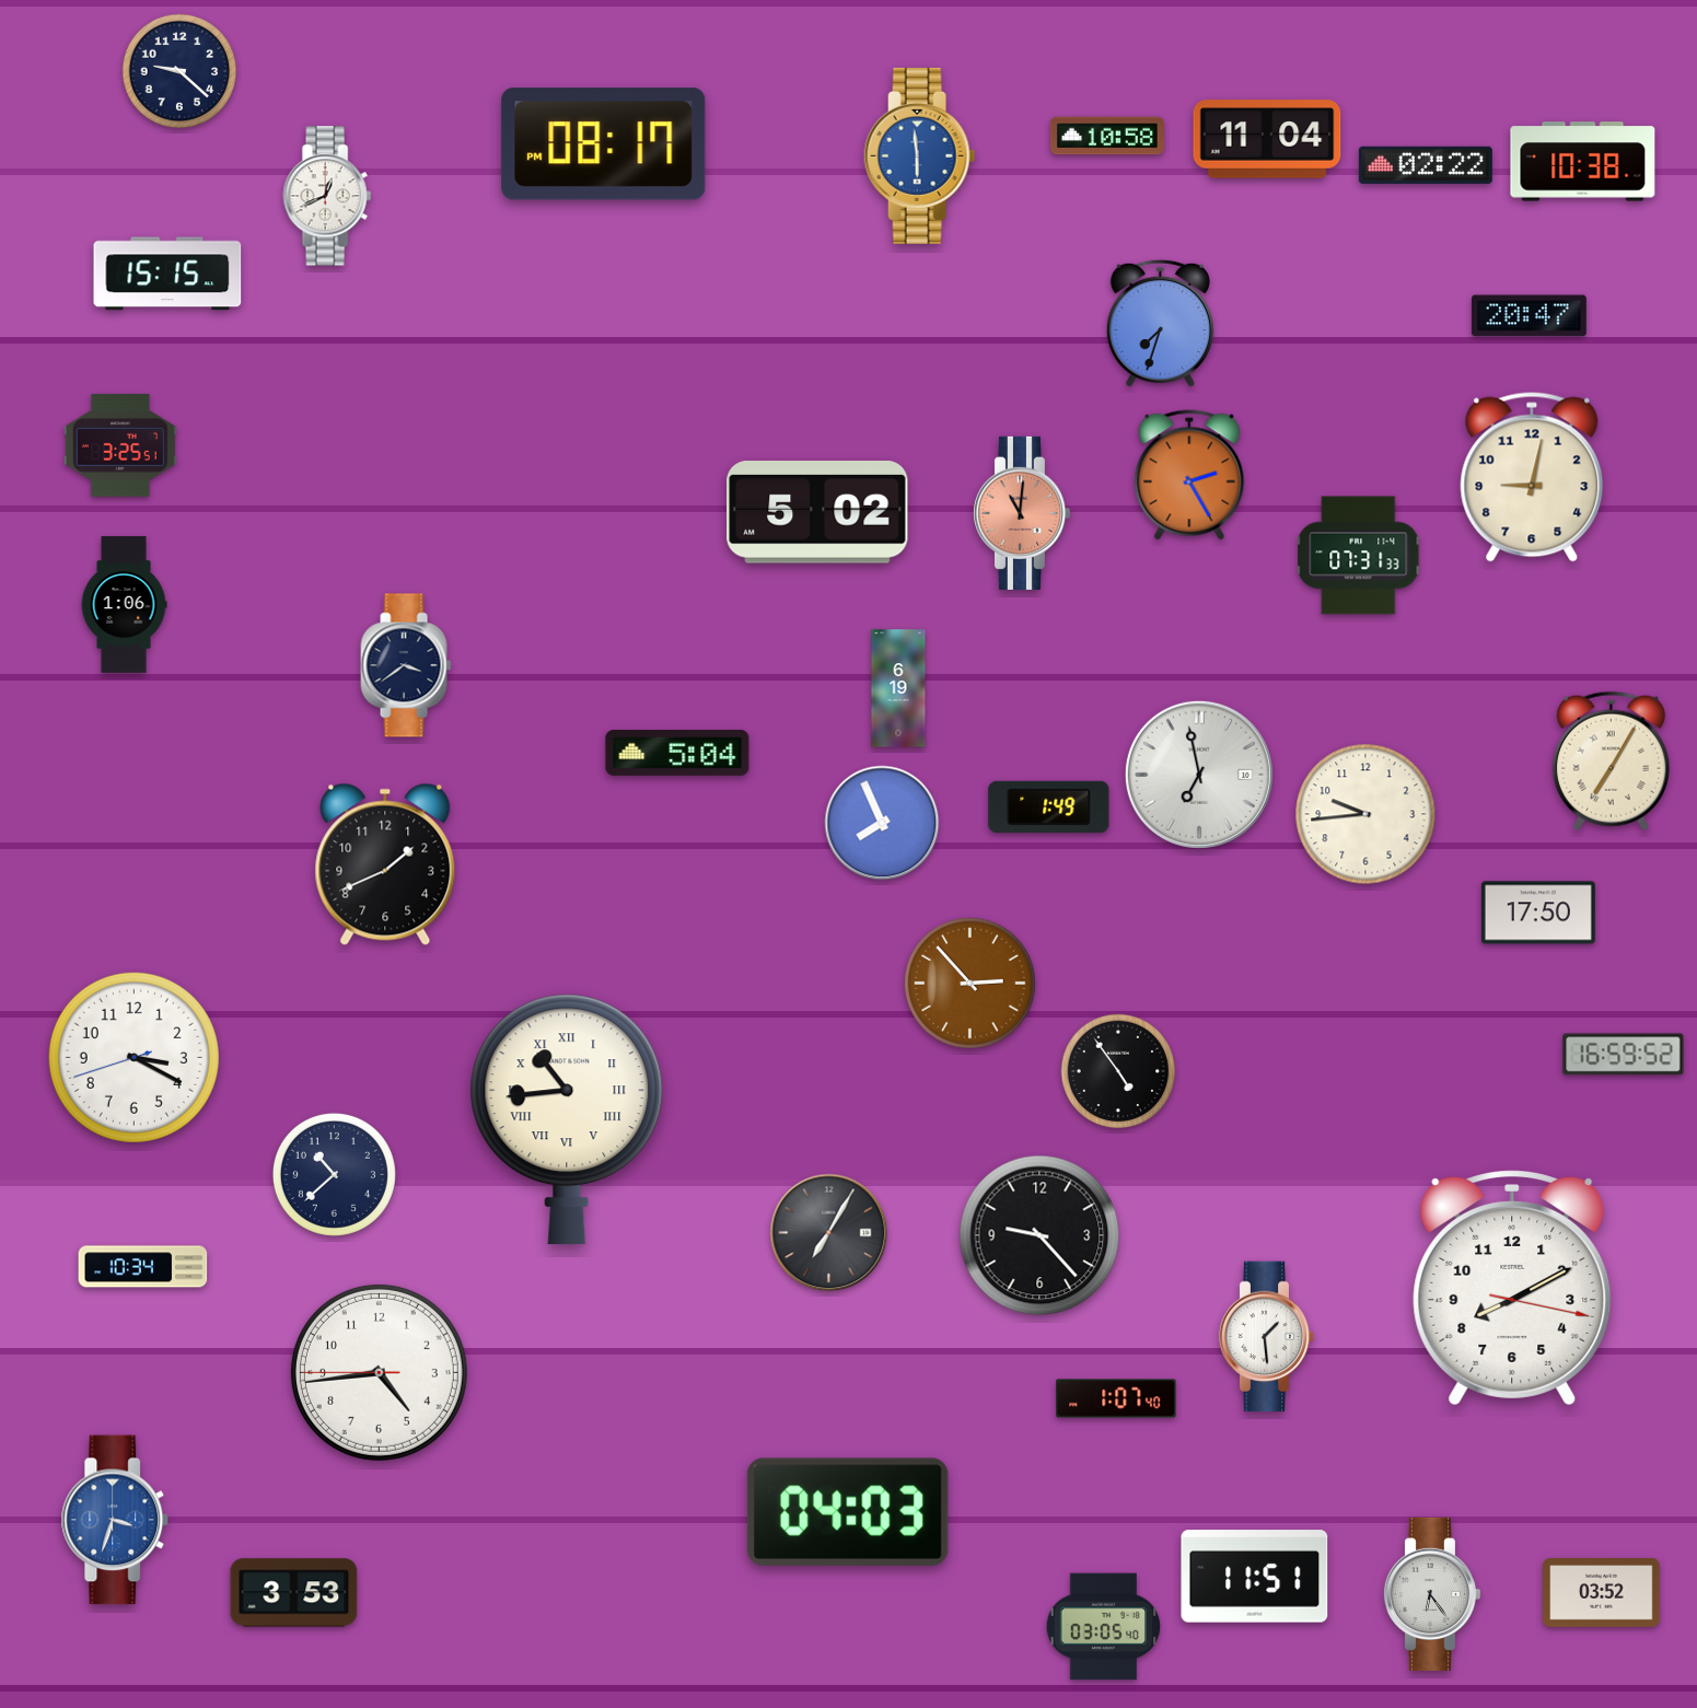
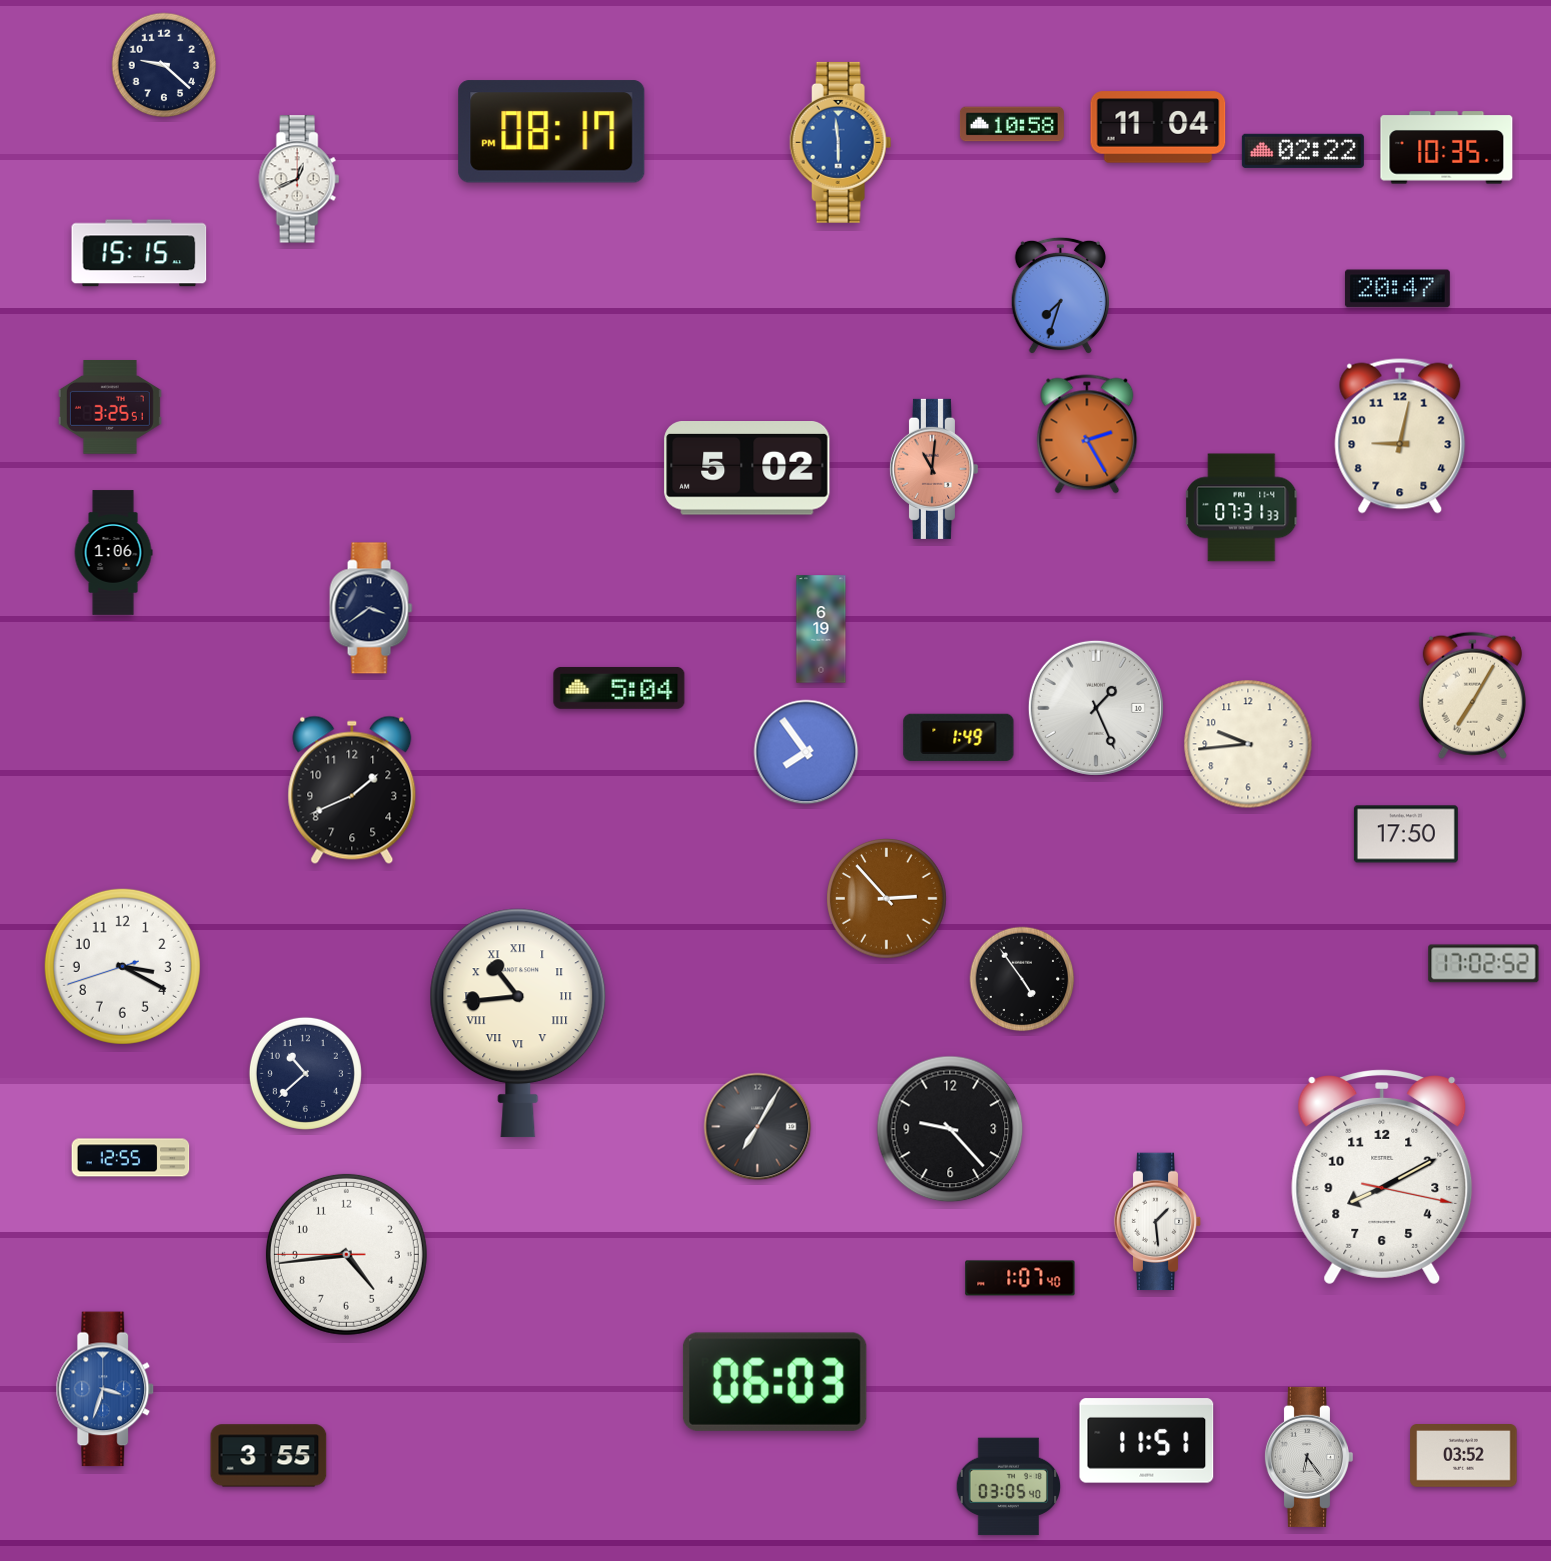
clock at (1583, 162): 10:38 -> 10:35
clock at (167, 274) position: (167, 274) -> (139, 253)
clock at (1199, 775): 6:58 -> 1:26
clock at (882, 823): 7:56 -> 7:54
clock at (1624, 1055): 16:59 -> 17:02
clock at (143, 1267): 10:34 -> 12:55
clock at (848, 1512): 04:03 -> 06:03
clock at (294, 1593): 3:53 -> 3:55
